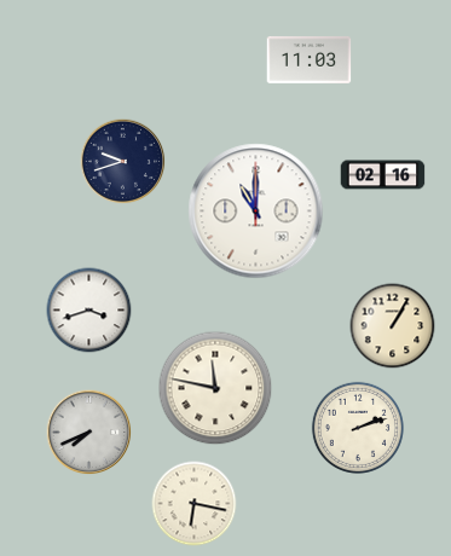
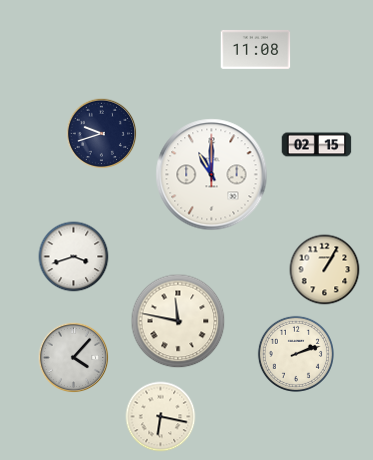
clock at (310, 59): 11:03 -> 11:08
clock at (383, 175): 02:16 -> 02:15
clock at (89, 433): 7:41 -> 4:07
